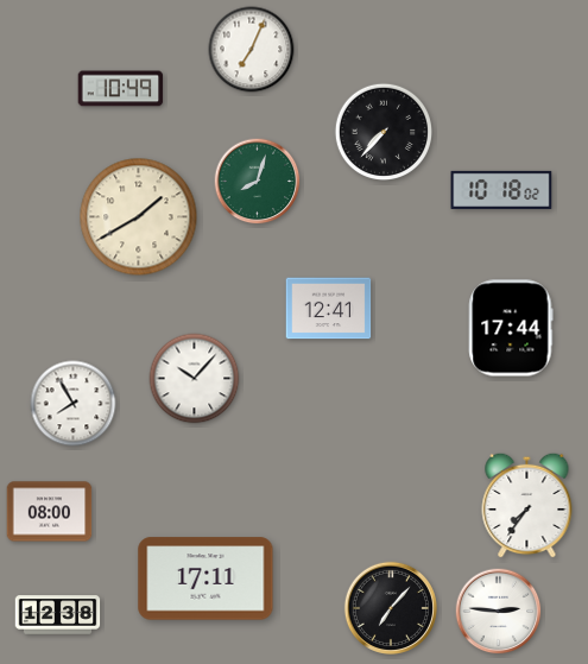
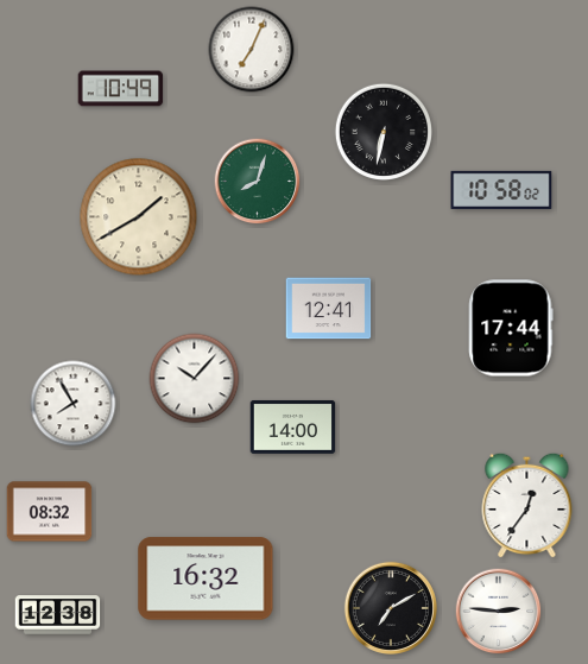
clock at (382, 131): 7:37 -> 6:32
clock at (501, 190): 10:18 -> 10:58
clock at (293, 426): none -> 14:00
clock at (527, 505): 7:36 -> 12:36
clock at (50, 512): 08:00 -> 08:32
clock at (206, 578): 17:11 -> 16:32
clock at (391, 608): 7:07 -> 7:10
